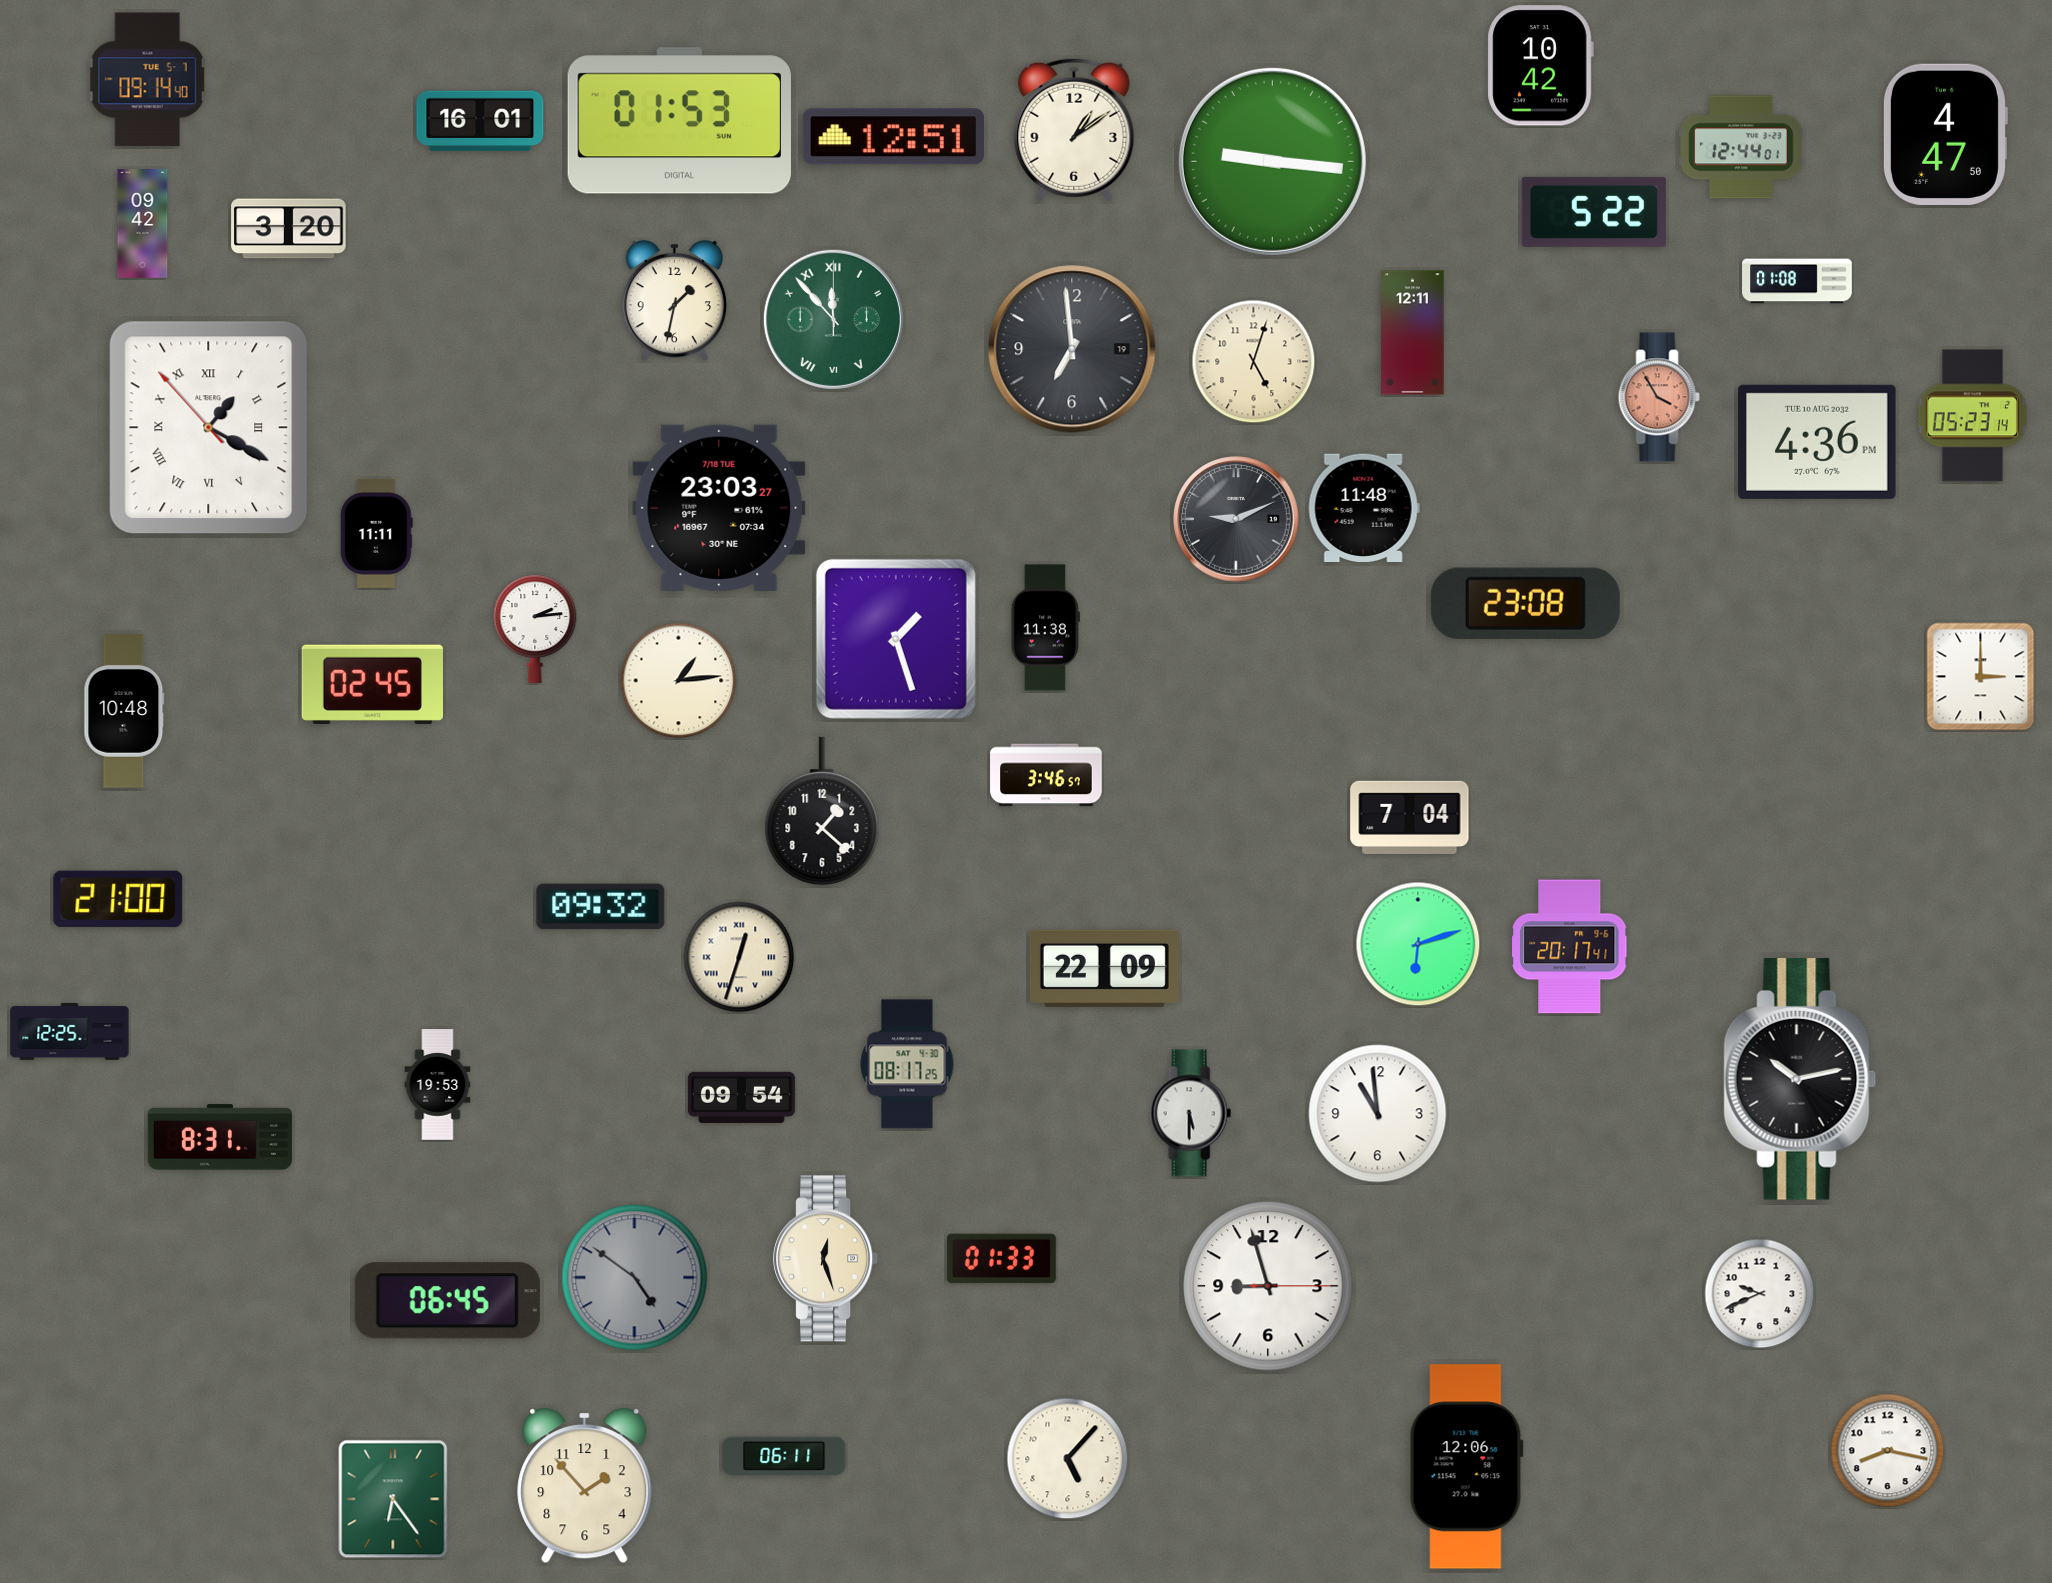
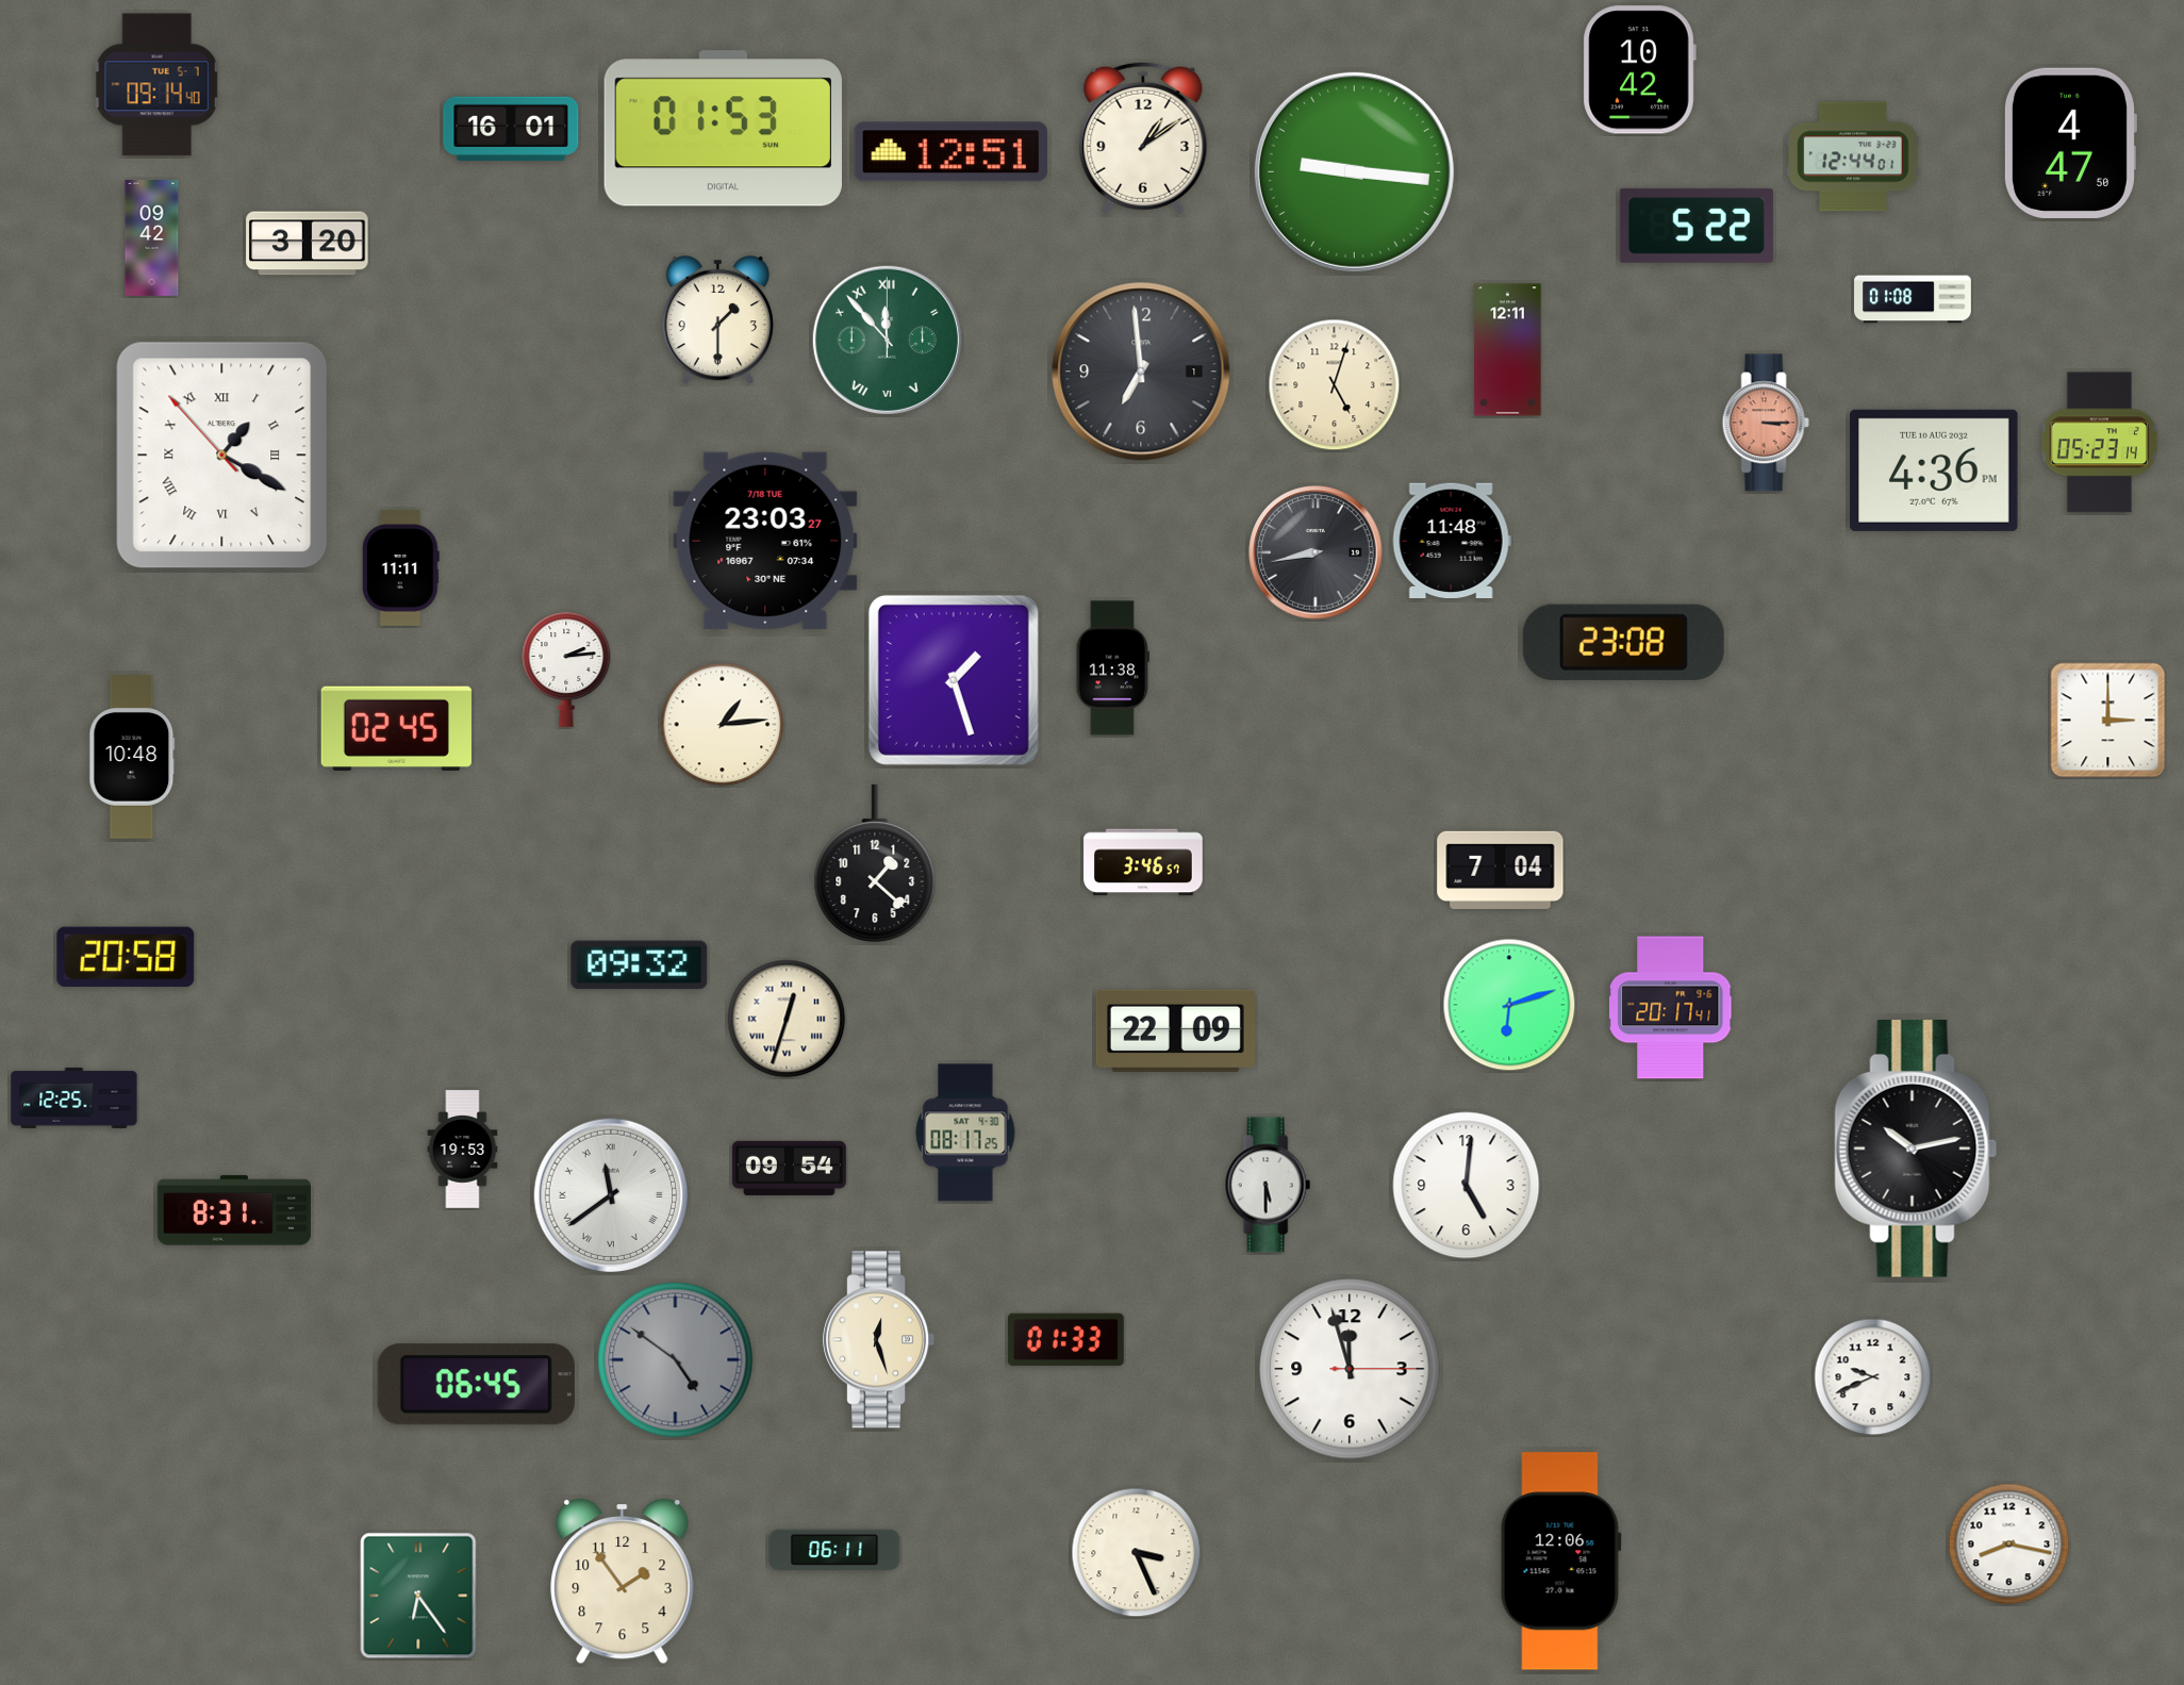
clock at (893, 137) position: (893, 137) -> (950, 152)
clock at (675, 301): 1:32 -> 1:30
clock at (1413, 333) position: (1413, 333) -> (1508, 350)
clock at (1072, 349) date: 19 -> 1
clock at (1659, 397): 3:55 -> 3:15
clock at (1236, 519): 9:11 -> 8:43
clock at (535, 629) position: (535, 629) -> (566, 670)
clock at (1046, 775) position: (1046, 775) -> (1143, 862)
clock at (118, 899): 21:00 -> 20:58
clock at (438, 1085) position: (438, 1085) -> (463, 1150)
clock at (1378, 1114): 10:59 -> 5:01
clock at (610, 1194): none -> 11:39
clock at (1268, 1286): 8:57 -> 11:57
clock at (1068, 1459): 5:07 -> 3:26
clock at (585, 1486): 1:53 -> 1:54
